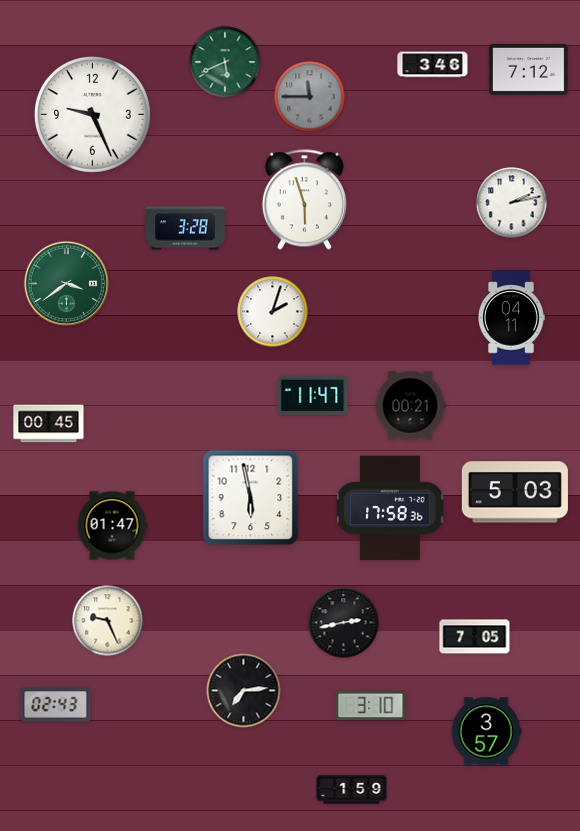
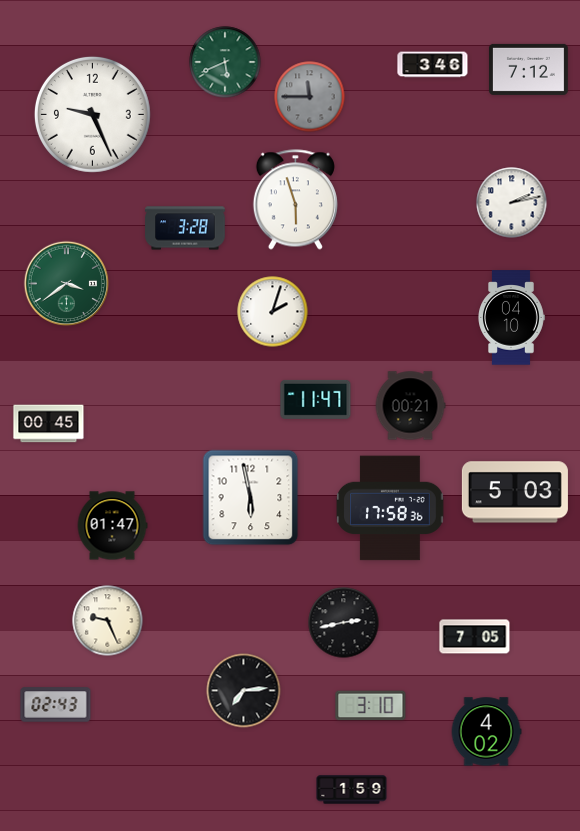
clock at (304, 200) position: (304, 200) -> (295, 200)
clock at (511, 318): 04:11 -> 04:10
clock at (313, 395) position: (313, 395) -> (316, 399)
clock at (486, 732): 3:57 -> 4:02
